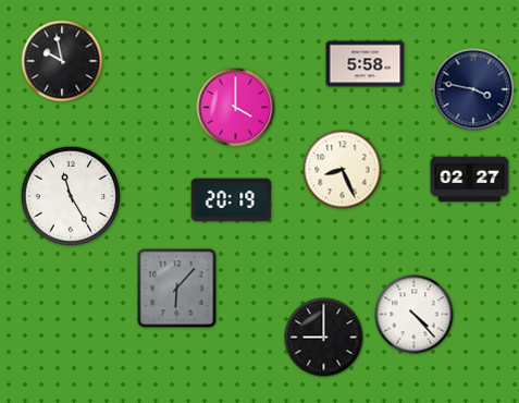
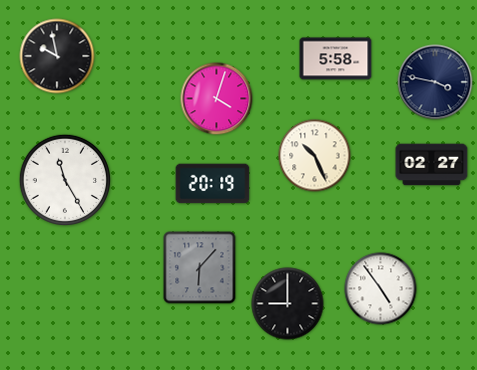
clock at (236, 108): 4:00 -> 4:03
clock at (343, 170): 8:26 -> 10:26
clock at (177, 289) position: (177, 289) -> (200, 268)
clock at (415, 315): 4:23 -> 4:54
clock at (324, 338) position: (324, 338) -> (288, 304)
